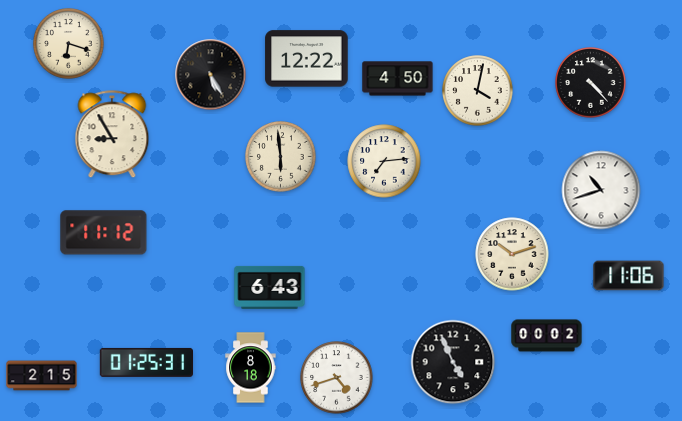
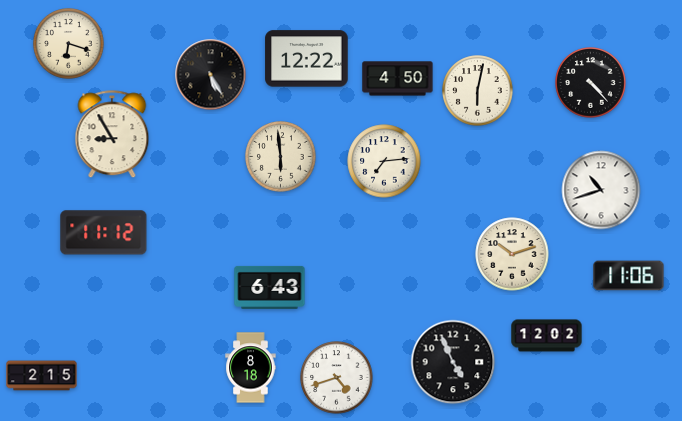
clock at (478, 91): 4:02 -> 6:02
clock at (547, 336): 00:02 -> 12:02
clock at (146, 362): 01:25 -> none
